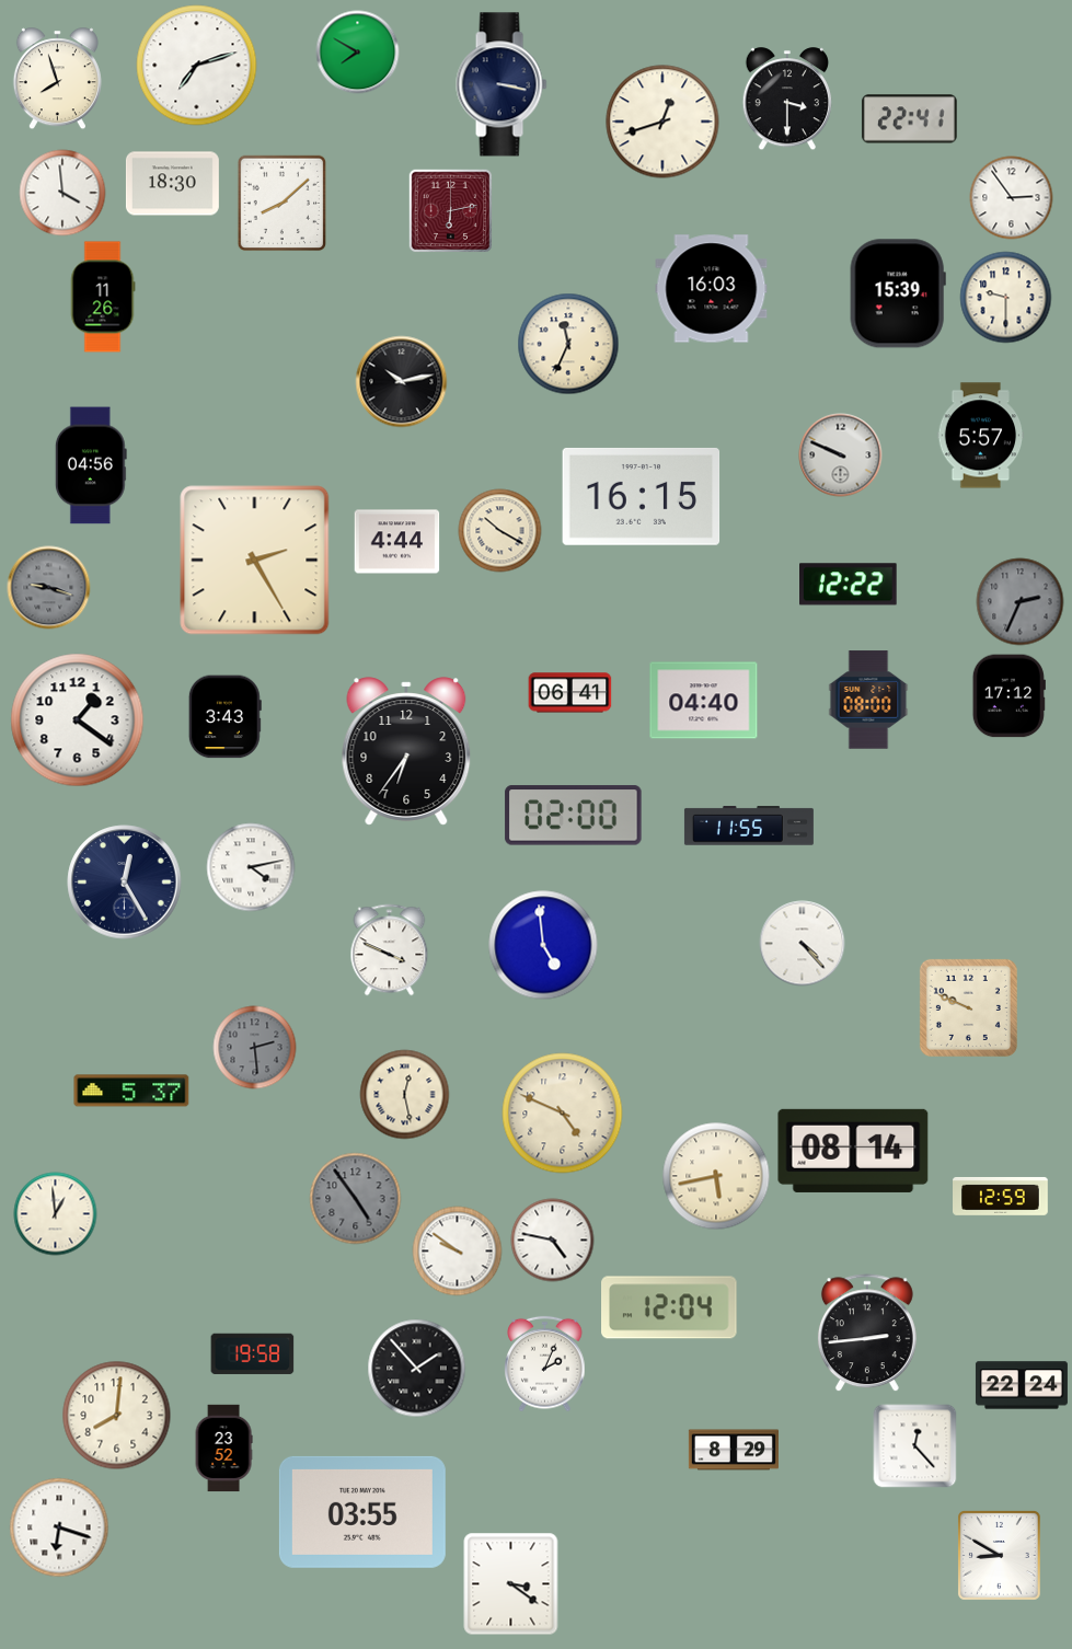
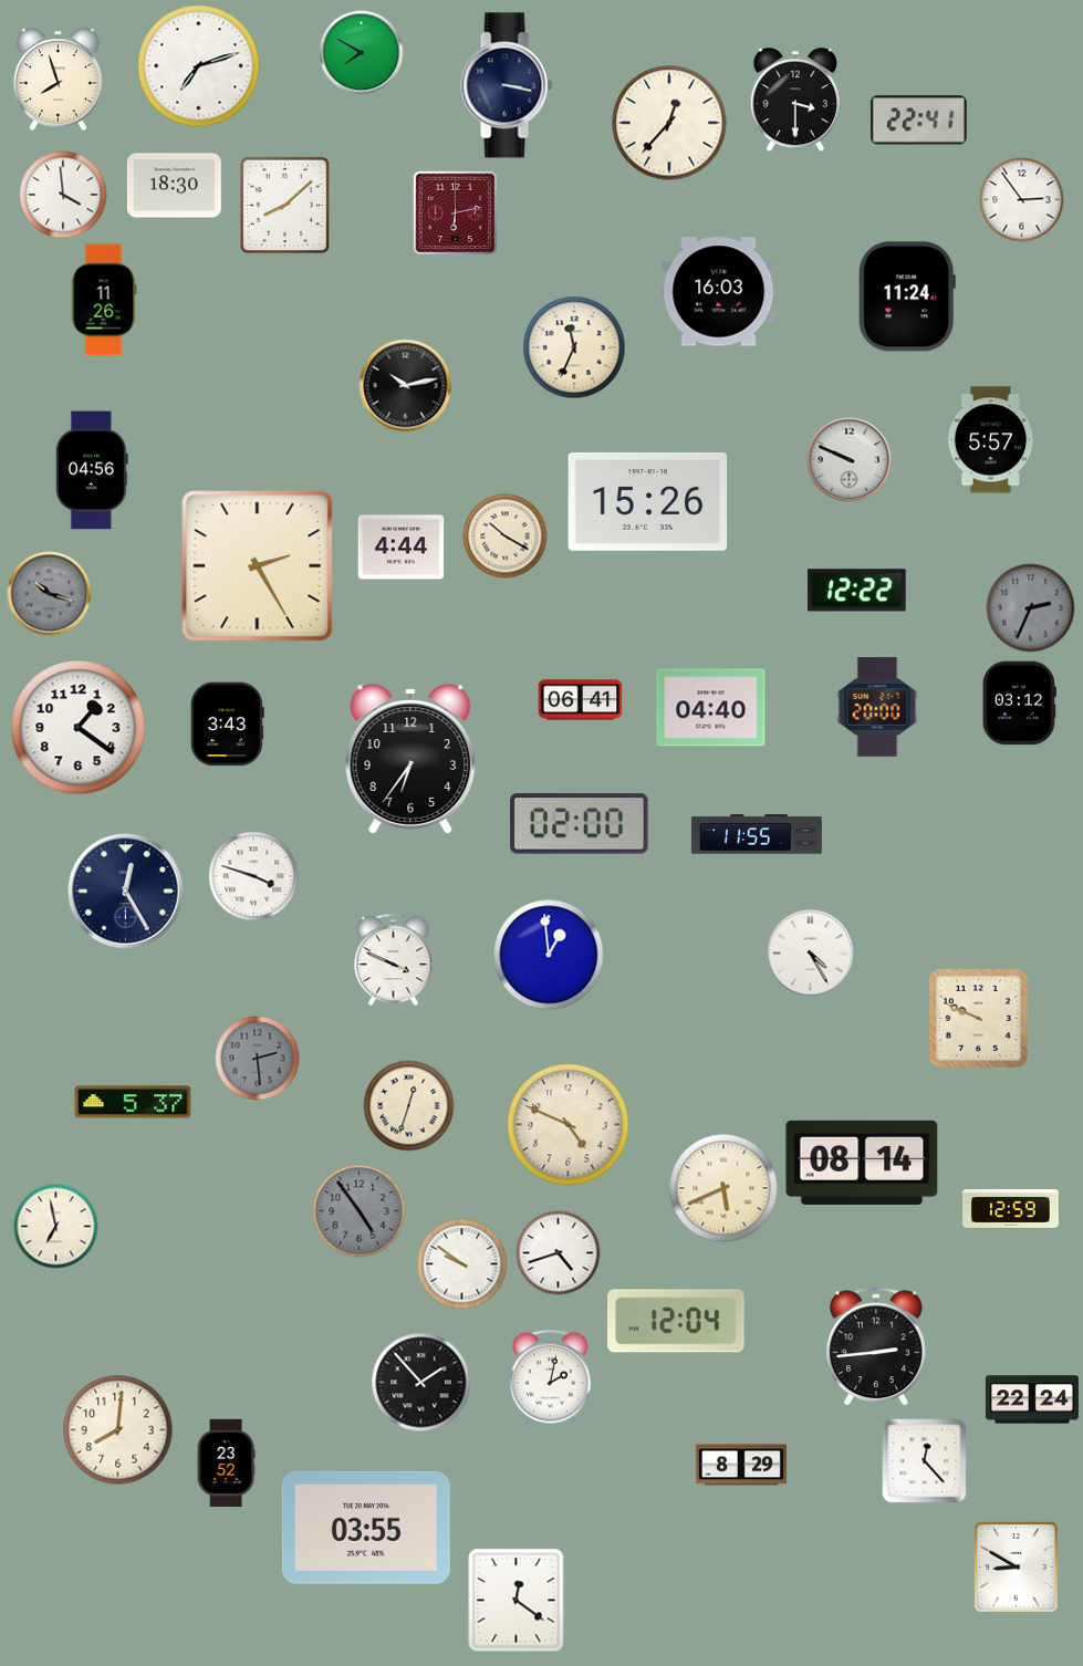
clock at (662, 122): 12:42 -> 12:37
clock at (898, 293): 15:39 -> 11:24
clock at (1006, 298): 9:30 -> none
clock at (642, 496): 16:15 -> 15:26
clock at (49, 588): 9:18 -> 10:18
clock at (570, 693) position: (570, 693) -> (581, 700)
clock at (1008, 696): 17:12 -> 03:12
clock at (868, 700): 08:00 -> 20:00
clock at (251, 867): 4:13 -> 3:48
clock at (803, 944): 4:23 -> 4:25
clock at (543, 945): 4:59 -> 12:59
clock at (405, 1095): 12:28 -> 12:33
clock at (716, 1176): 5:43 -> 5:41
clock at (56, 1214): 12:59 -> 6:58
clock at (553, 1241): 4:47 -> 4:42
clock at (253, 1353): 19:58 -> none
clock at (545, 1364): 2:04 -> 2:02
clock at (59, 1527): 6:18 -> none
clock at (999, 1555) position: (999, 1555) -> (1016, 1566)
clock at (511, 1584): 3:21 -> 12:21
